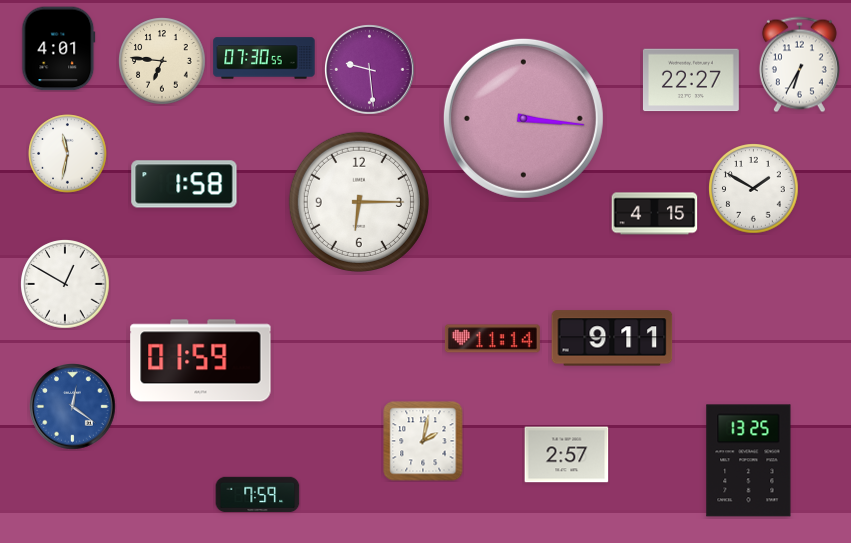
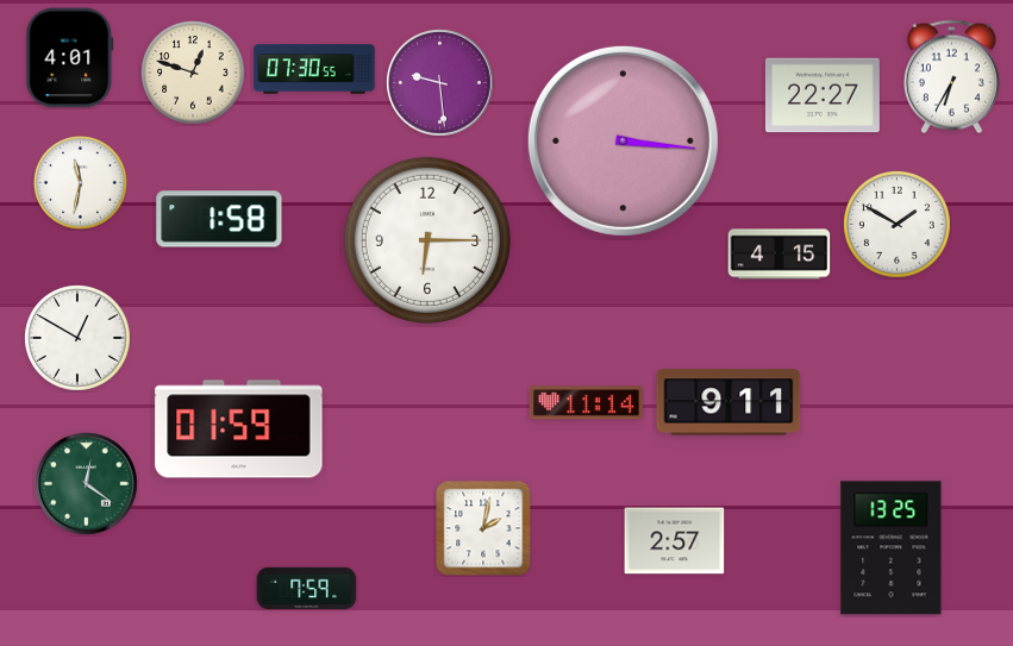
clock at (162, 61): 6:46 -> 12:48
clock at (73, 407) dial: blue -> green
clock at (423, 441) position: (423, 441) -> (483, 528)
